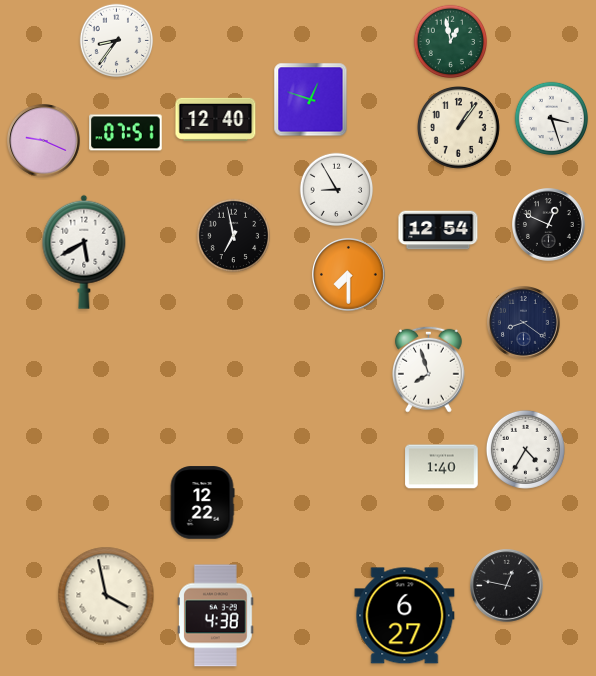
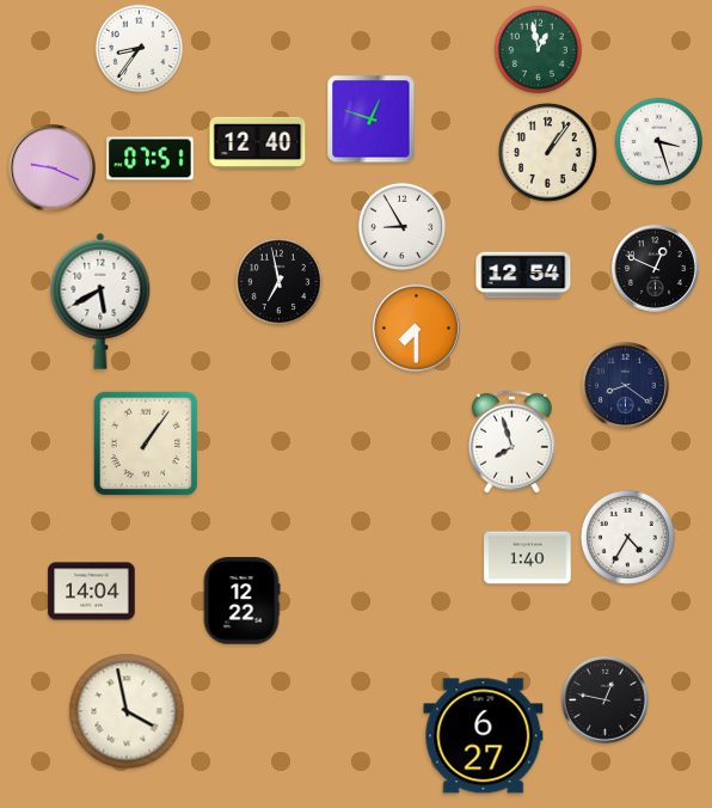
clock at (146, 443): none -> 1:06
clock at (92, 592): none -> 14:04
clock at (216, 616): 4:38 -> none
